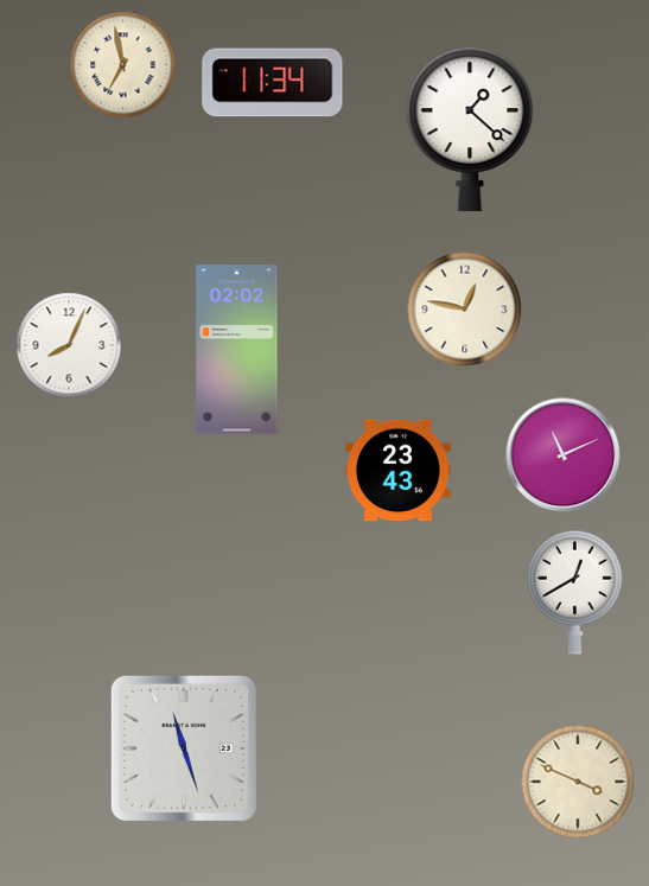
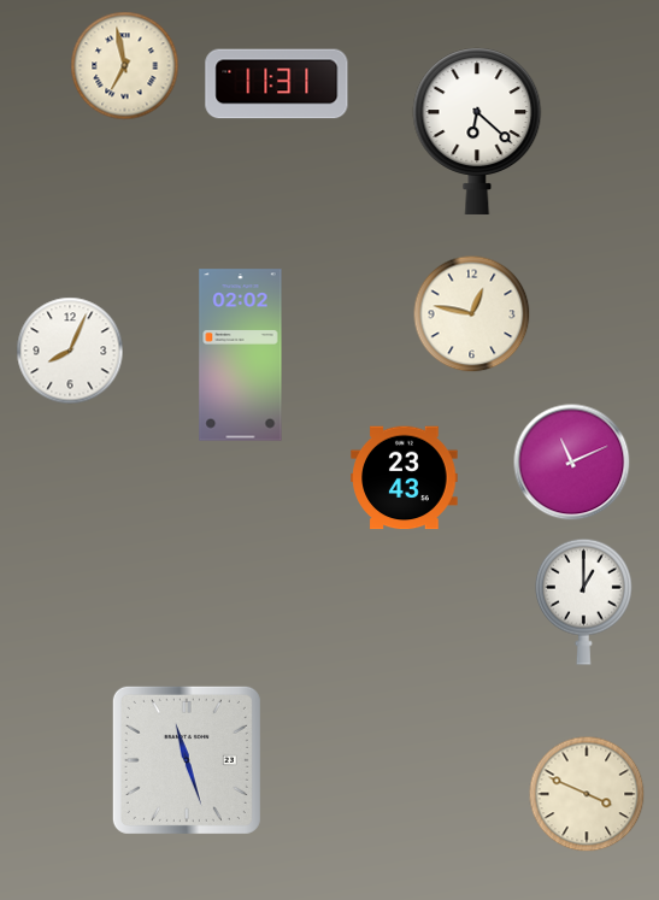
clock at (273, 83): 11:34 -> 11:31
clock at (470, 129): 1:22 -> 6:22
clock at (574, 592): 12:40 -> 1:00
